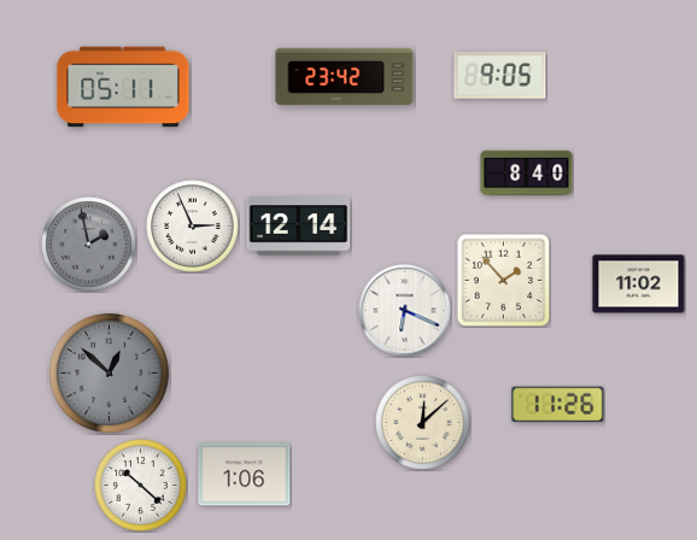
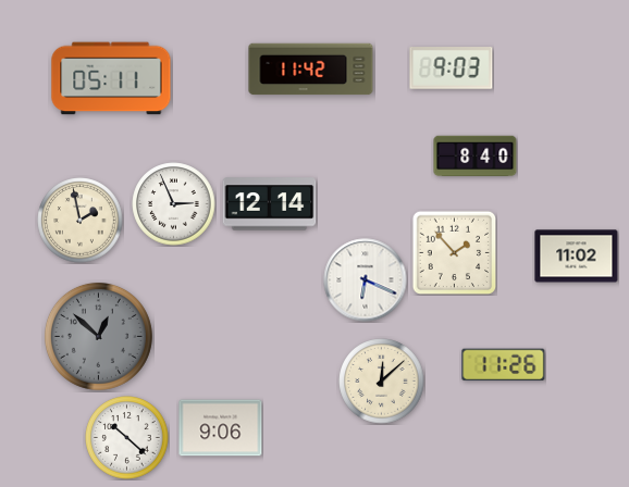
clock at (500, 76): 9:05 -> 9:03
clock at (345, 77): 23:42 -> 11:42
clock at (89, 245) dial: grey -> cream
clock at (245, 475): 1:06 -> 9:06
